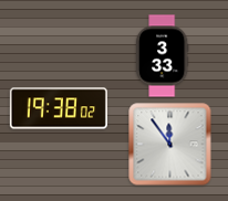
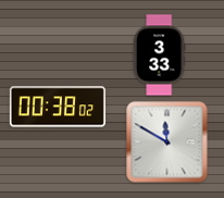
clock at (59, 108): 19:38 -> 00:38
clock at (170, 145): 11:54 -> 11:50
